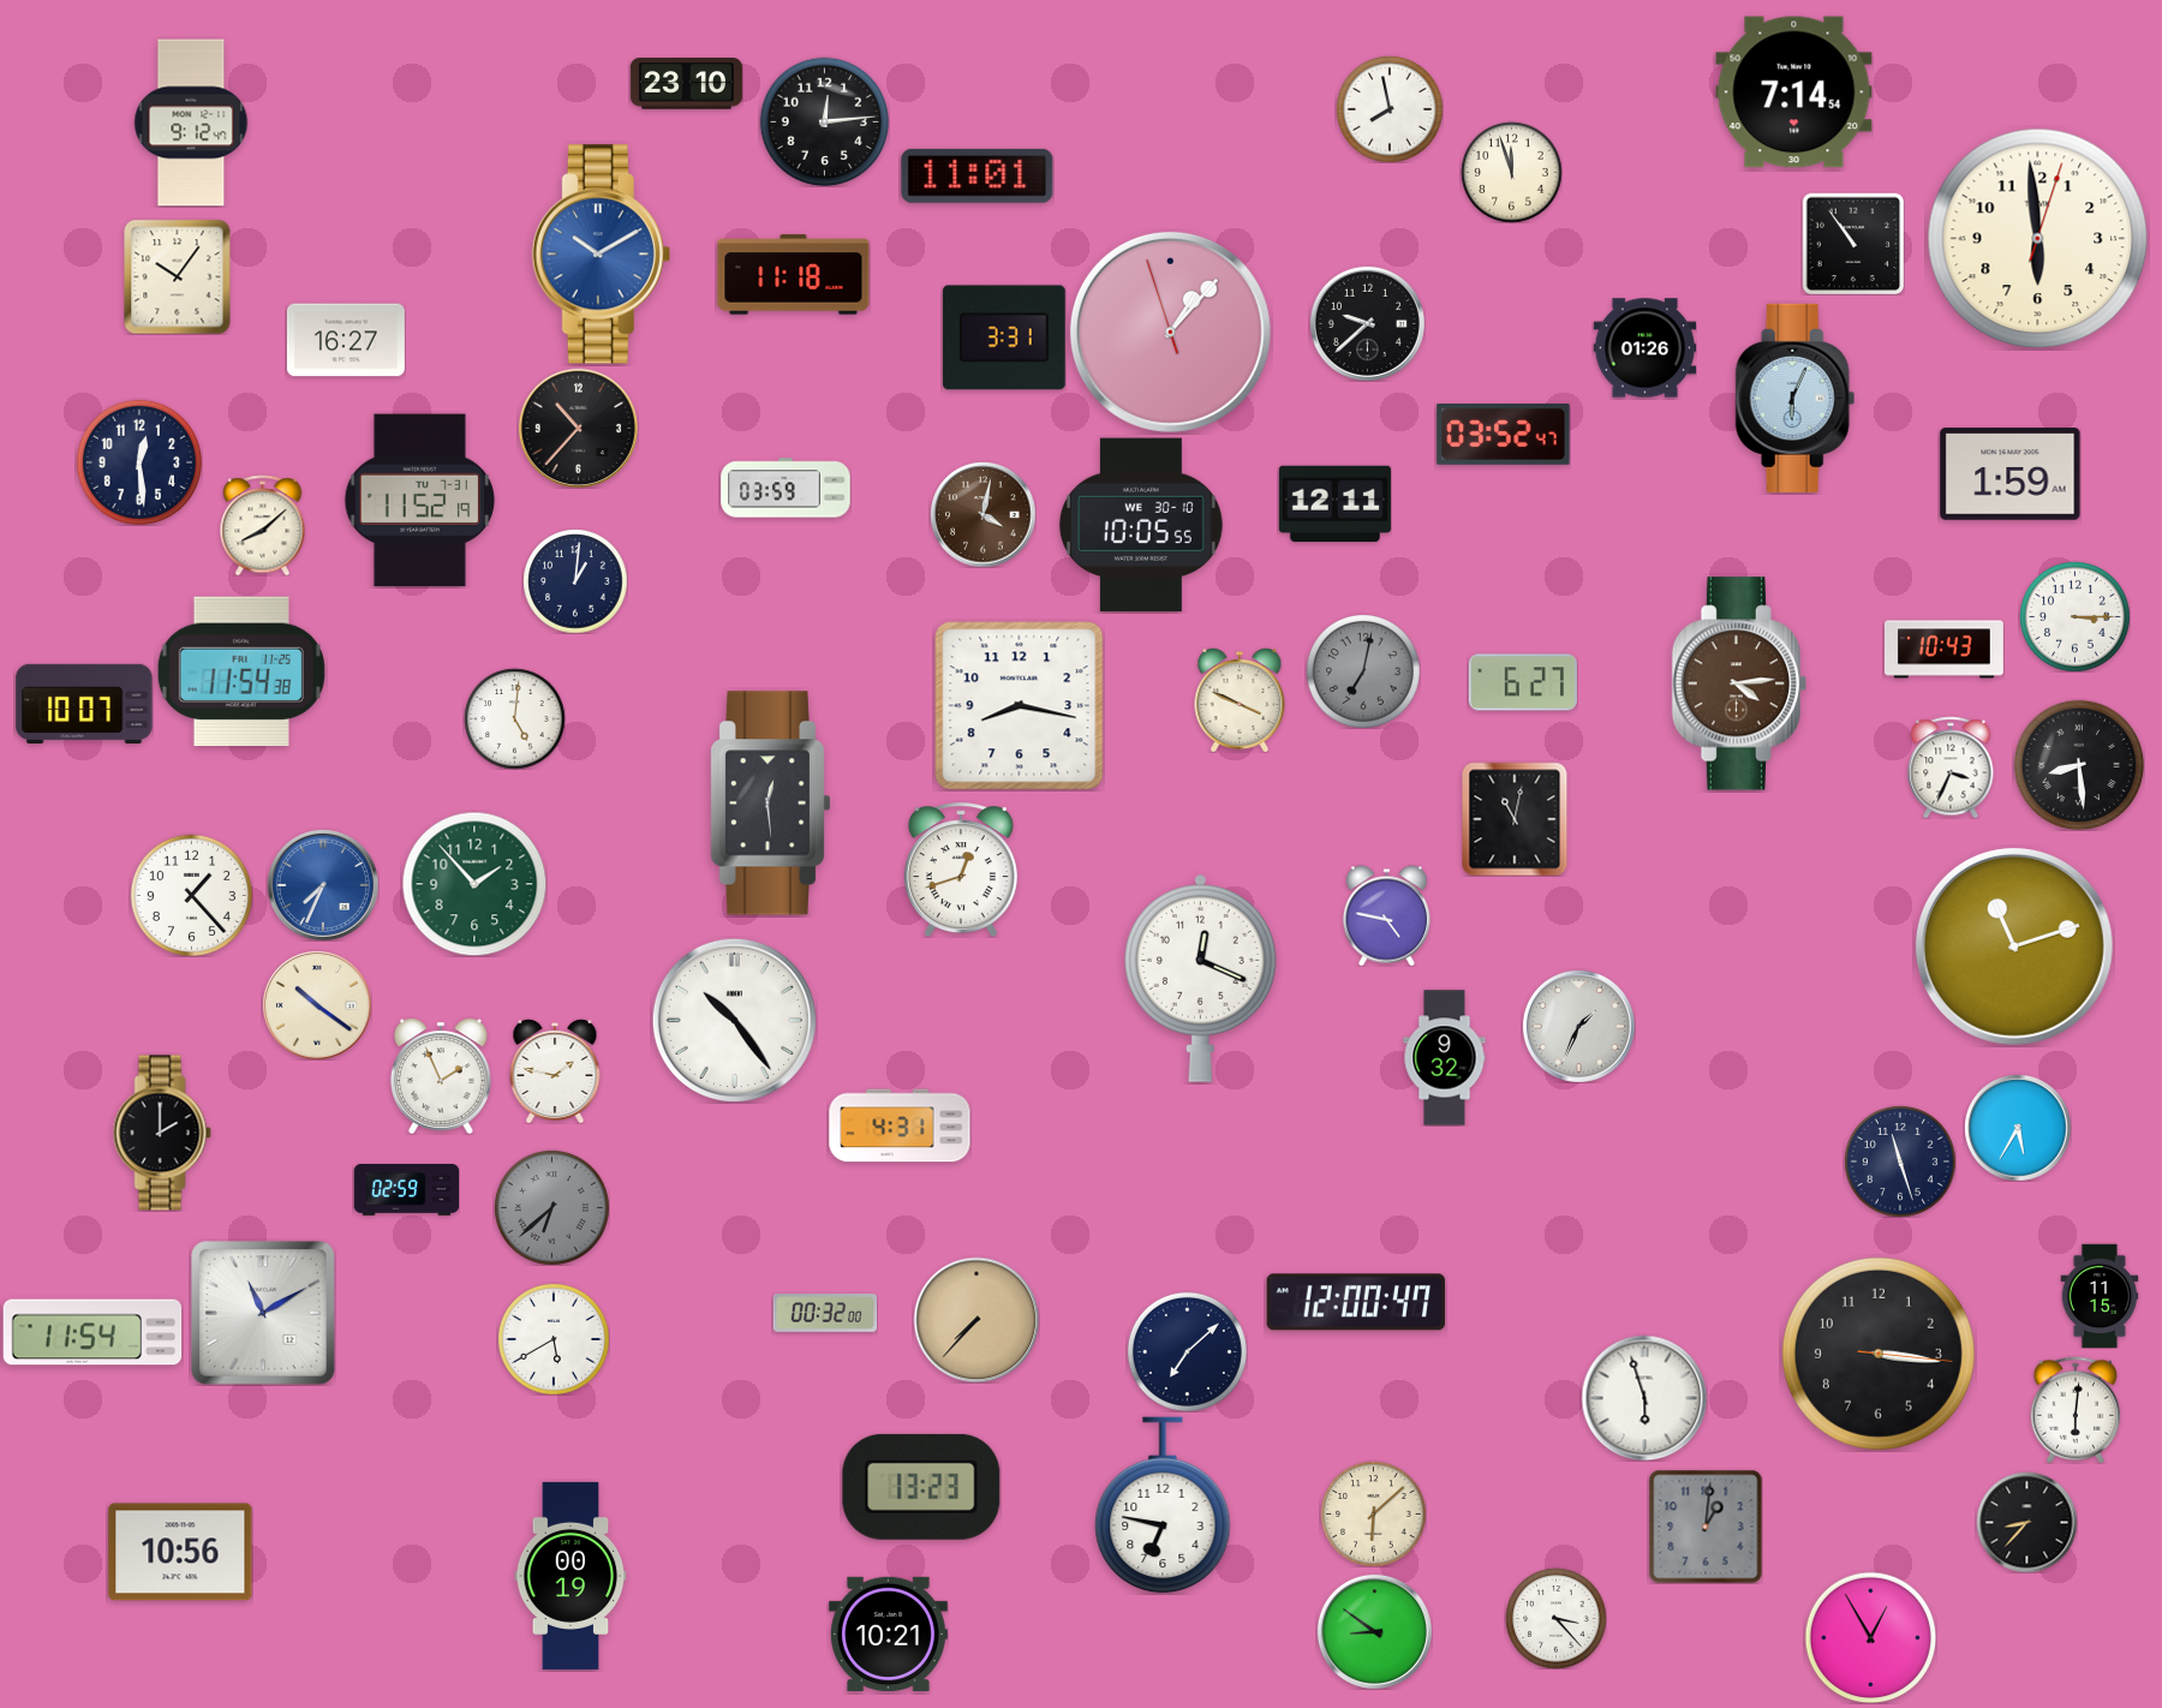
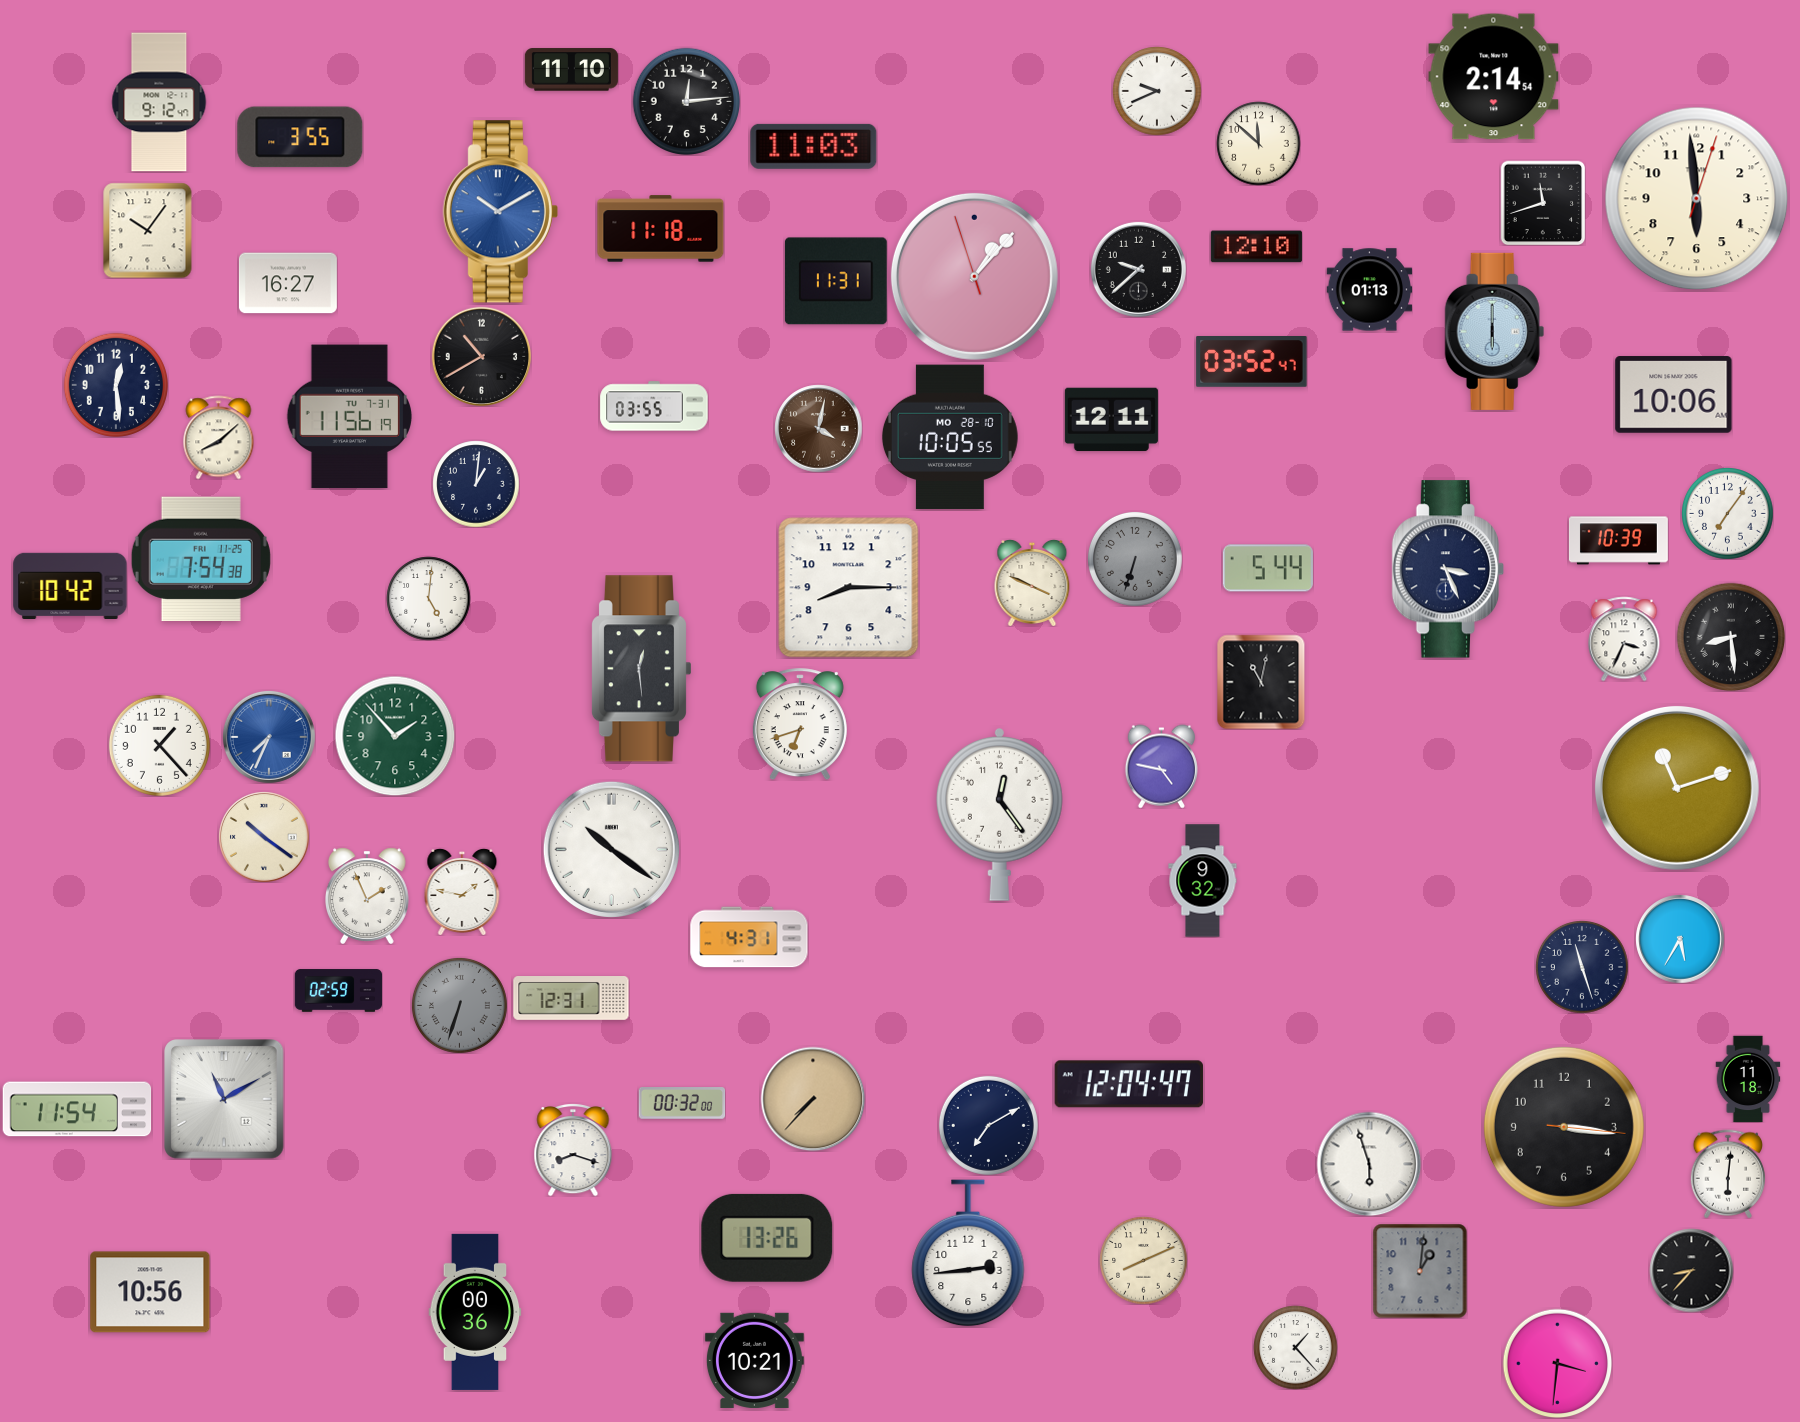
clock at (686, 84): 23:10 -> 11:10
clock at (1794, 92): 7:14 -> 2:14
clock at (1390, 109): 7:58 -> 9:41
clock at (300, 137): none -> 3:55
clock at (1511, 172): 11:57 -> 11:52
clock at (978, 175): 11:01 -> 11:03
clock at (1853, 244): 10:54 -> 11:42
clock at (1256, 247): none -> 12:10
clock at (1004, 338): 3:31 -> 11:31
clock at (1644, 348): 01:26 -> 01:13
clock at (1796, 398): 6:04 -> 6:00
clock at (578, 428): 10:37 -> 10:40
clock at (2011, 474): 1:59 -> 10:06
clock at (786, 488): 03:59 -> 03:55
clock at (419, 501): 11:52 -> 11:56
clock at (1141, 525) date: WE 30-10 -> MO 28-10
clock at (575, 581) position: (575, 581) -> (476, 484)
clock at (2076, 617): 3:15 -> 7:06
clock at (1943, 650): 10:43 -> 10:39
clock at (241, 671): 11:54 -> 7:54
clock at (1363, 671): 7:02 -> 6:33
clock at (1523, 682): 6:27 -> 5:44
clock at (1739, 683): 4:14 -> 3:26
clock at (1739, 683) dial: brown -> navy
clock at (84, 703): 10:07 -> 10:42
clock at (1020, 706): 8:17 -> 8:15
clock at (961, 870): 12:42 -> 6:42
clock at (1386, 915) position: (1386, 915) -> (1161, 766)
clock at (1200, 979): 12:19 -> 12:24
clock at (734, 1020): 10:24 -> 10:21
clock at (1578, 1026): 1:34 -> none
clock at (162, 1133): 2:00 -> none
clock at (571, 999): none -> 12:31
clock at (551, 1207): 6:38 -> 6:33
clock at (2100, 1296): 11:15 -> 11:18
clock at (1356, 1302): 12:00 -> 12:04
clock at (263, 1313) position: (263, 1313) -> (224, 1099)
clock at (825, 1314) position: (825, 1314) -> (682, 1104)
clock at (554, 1339): 5:40 -> none
clock at (1187, 1351): 7:08 -> 7:10
clock at (573, 1150): none -> 8:18
clock at (921, 1487): 13:23 -> 13:26
clock at (1163, 1505): 6:47 -> 2:44
clock at (1373, 1513): 6:08 -> 8:11
clock at (2026, 1522) position: (2026, 1522) -> (1691, 1270)
clock at (571, 1576): 00:19 -> 00:36
clock at (1555, 1618): 3:23 -> 1:23
clock at (1374, 1631): 8:51 -> none
clock at (888, 1634) position: (888, 1634) -> (754, 1360)
clock at (1870, 1637): 12:55 -> 3:31
